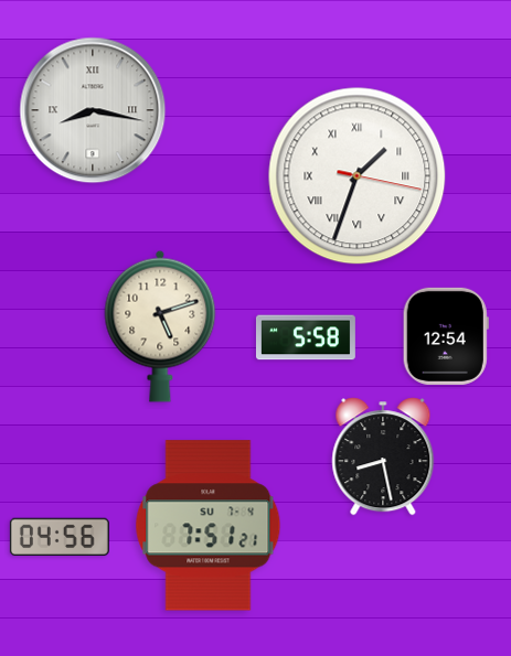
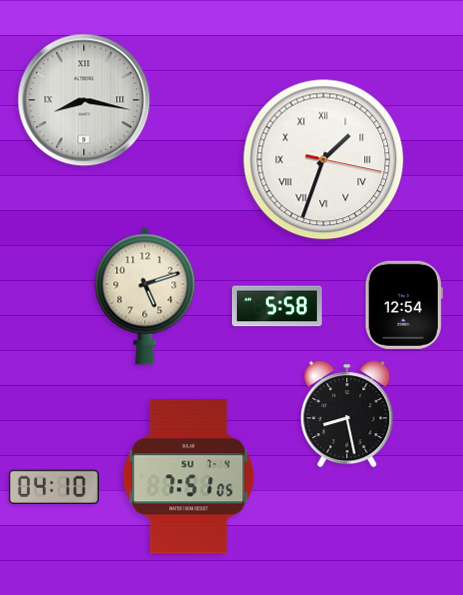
clock at (209, 526): 7:51:21 -> 7:51:05
clock at (60, 537): 04:56 -> 04:10
